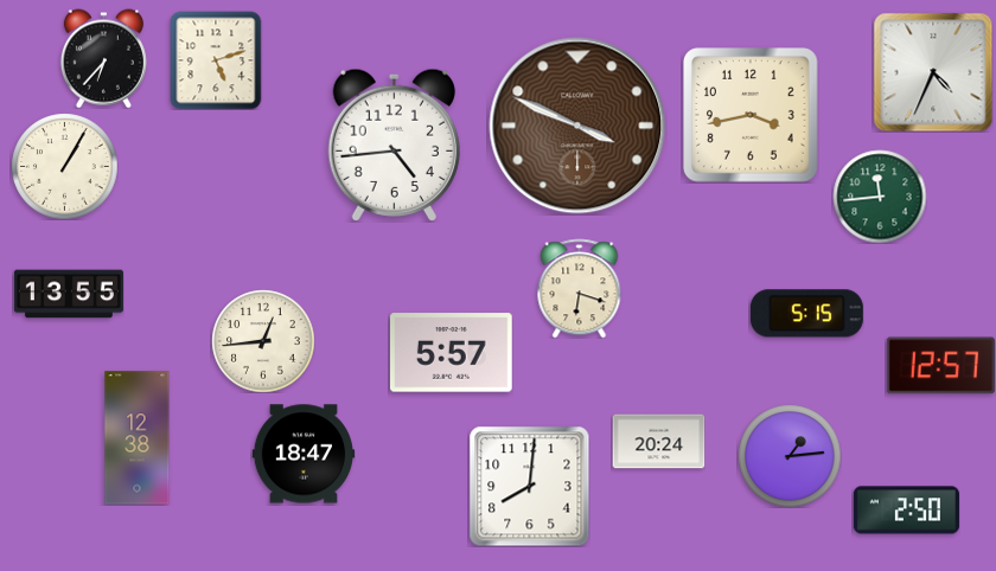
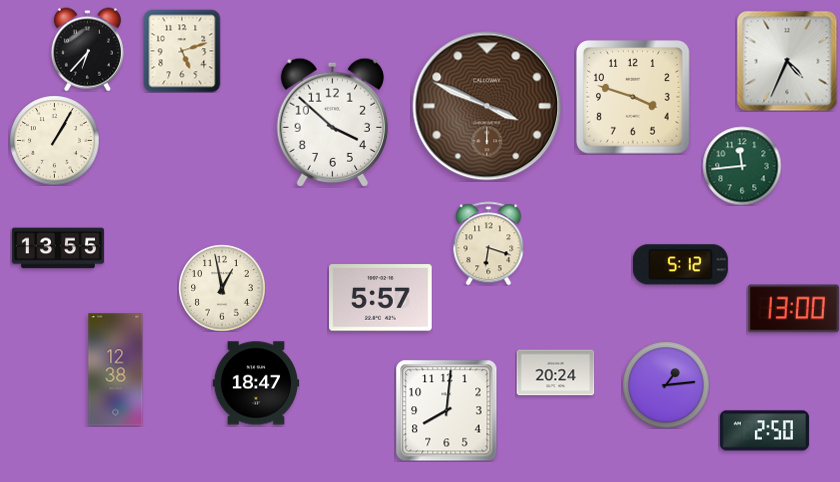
clock at (751, 115): 3:43 -> 3:48
clock at (394, 145): 4:44 -> 3:52
clock at (806, 314): 5:15 -> 5:12
clock at (263, 341): 12:44 -> 12:58
clock at (940, 366): 12:57 -> 13:00
